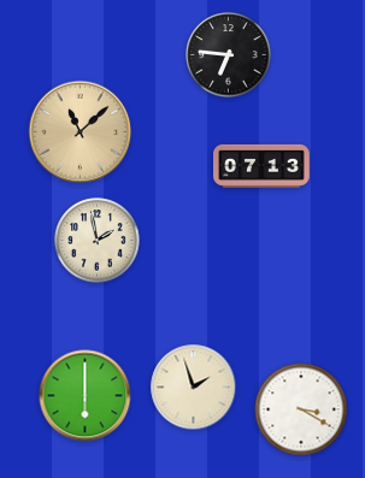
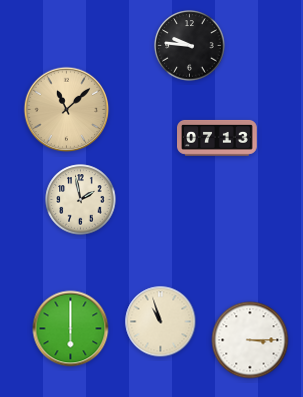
clock at (229, 55): 6:46 -> 9:46
clock at (194, 388): 1:57 -> 10:57
clock at (301, 409): 3:20 -> 3:15
